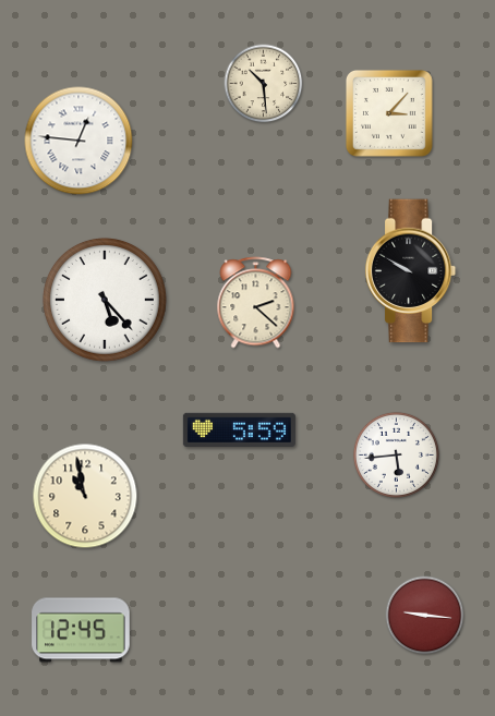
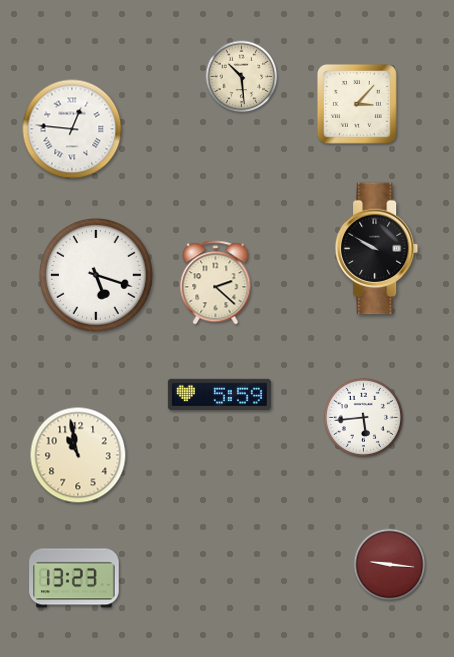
clock at (105, 300): 5:23 -> 5:18
clock at (256, 303) position: (256, 303) -> (216, 283)
clock at (81, 630): 12:45 -> 13:23
